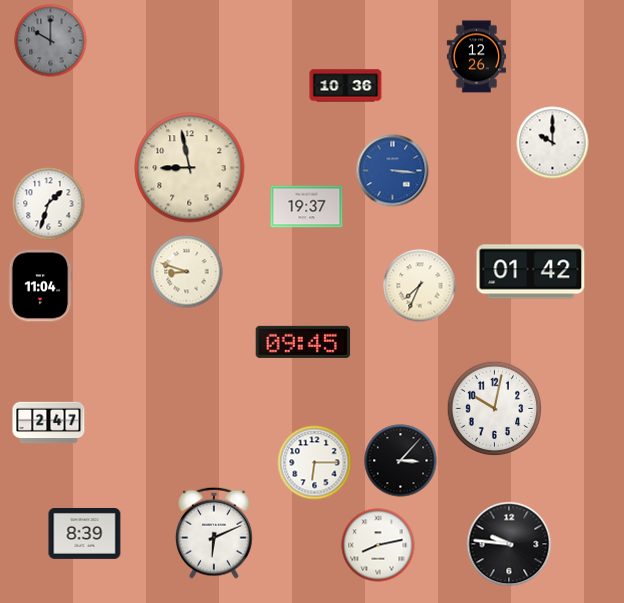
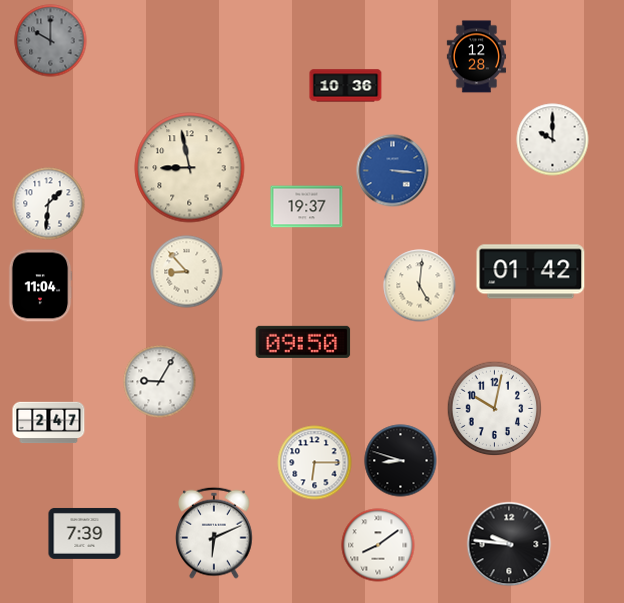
clock at (476, 57): 12:26 -> 12:28
clock at (553, 143) position: (553, 143) -> (553, 140)
clock at (49, 204): 1:33 -> 1:31
clock at (187, 272): 8:48 -> 8:53
clock at (420, 286): 7:34 -> 5:01
clock at (303, 342): 09:45 -> 09:50
clock at (160, 382): none -> 9:05
clock at (401, 461): 3:07 -> 8:48
clock at (85, 533): 8:39 -> 7:39
clock at (378, 545): 8:13 -> 8:09
